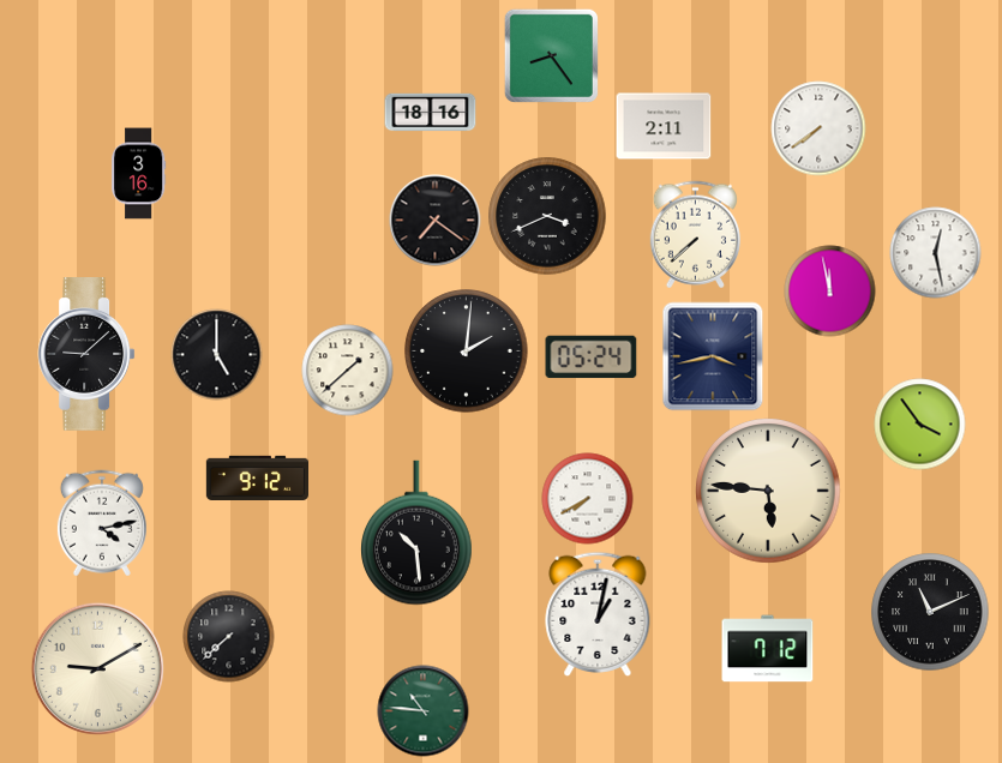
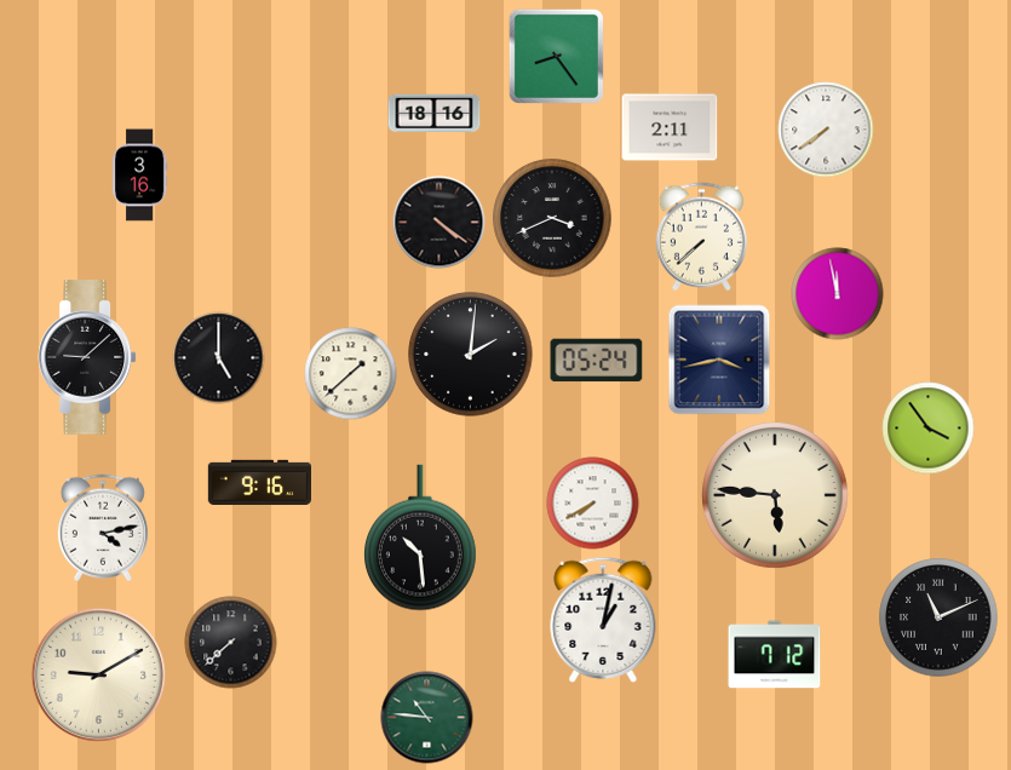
clock at (436, 221): 7:21 -> 4:21
clock at (936, 253): 12:28 -> none
clock at (257, 477): 9:12 -> 9:16
